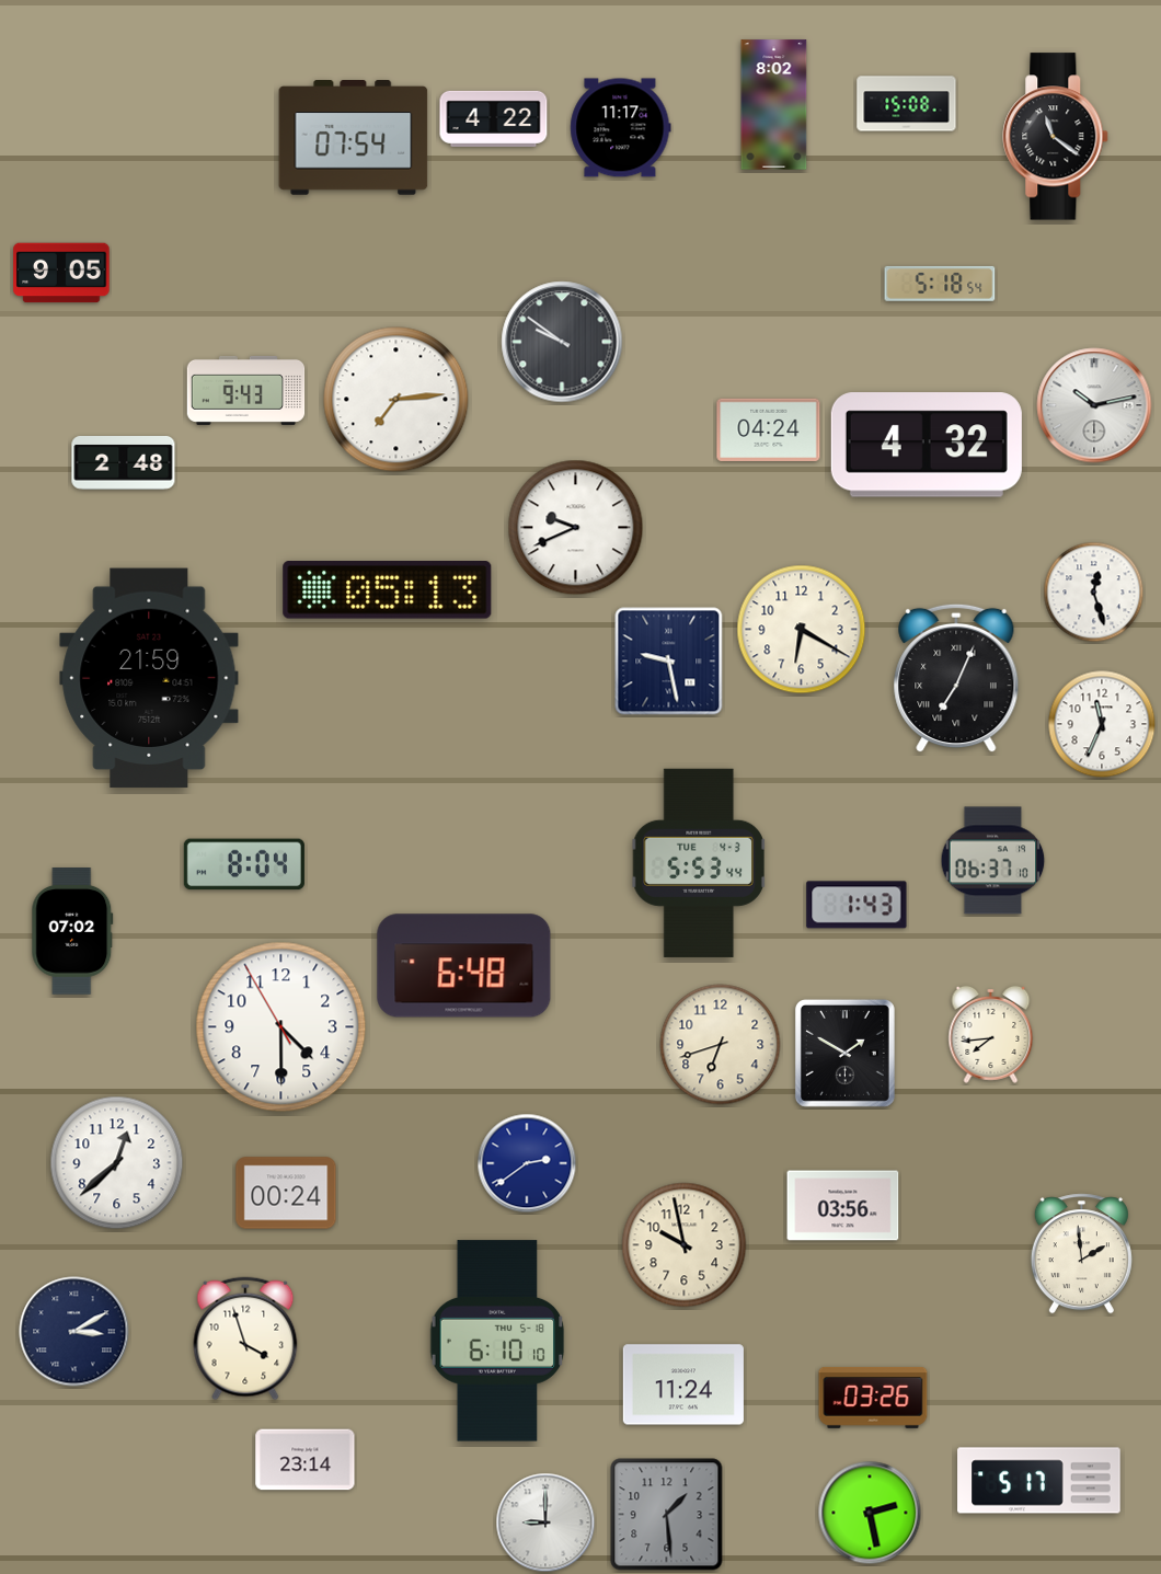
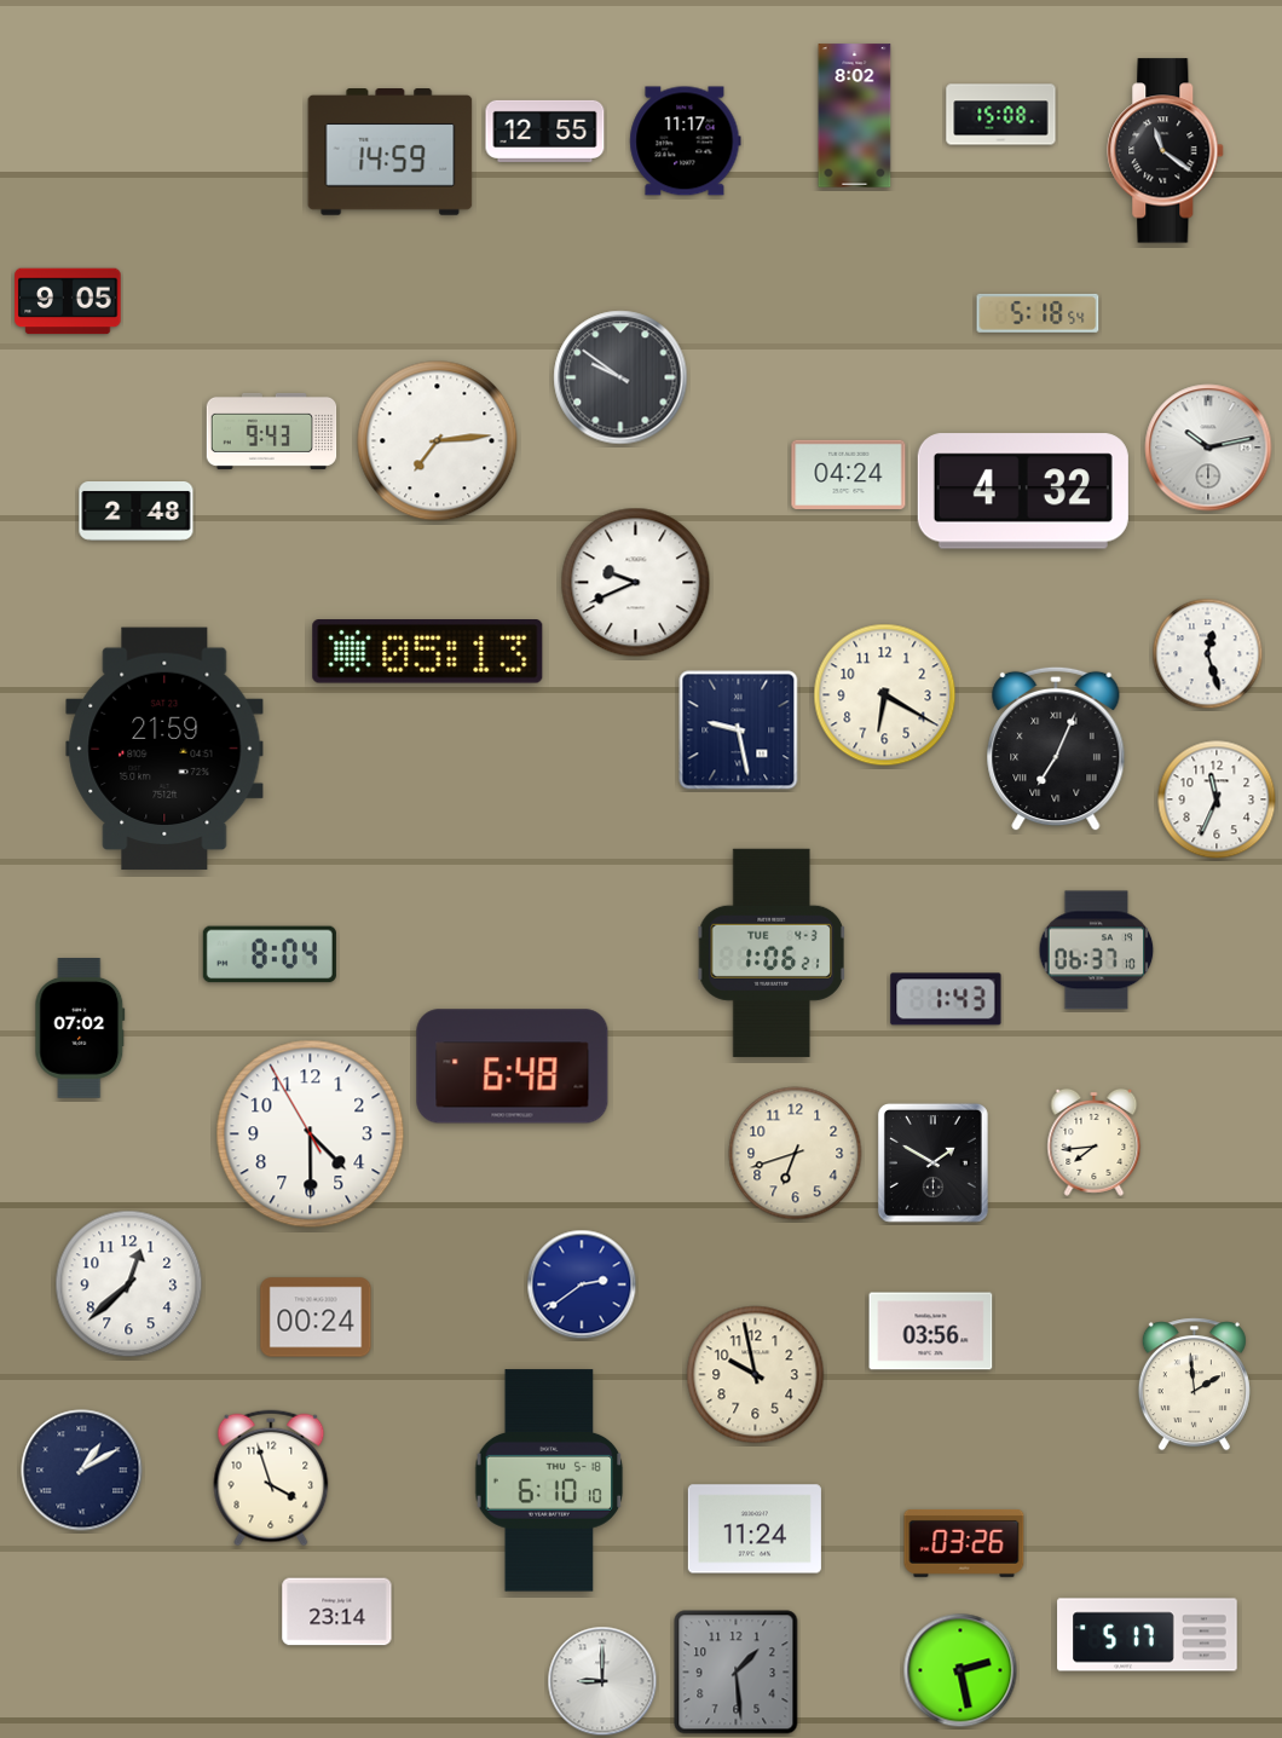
clock at (494, 118): 4:22 -> 12:55
clock at (354, 138): 07:54 -> 14:59
clock at (699, 863): 5:53 -> 1:06
clock at (74, 1332): 3:10 -> 1:10
